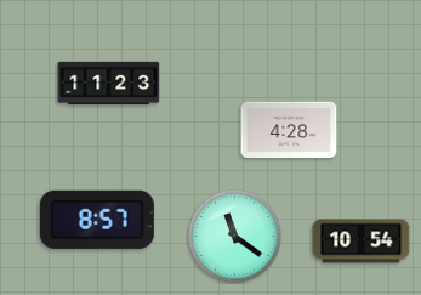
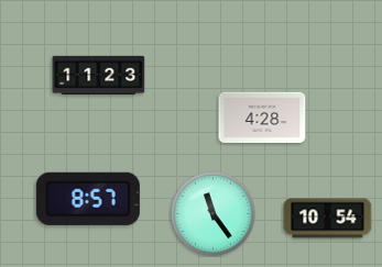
clock at (235, 237): 11:21 -> 11:24
